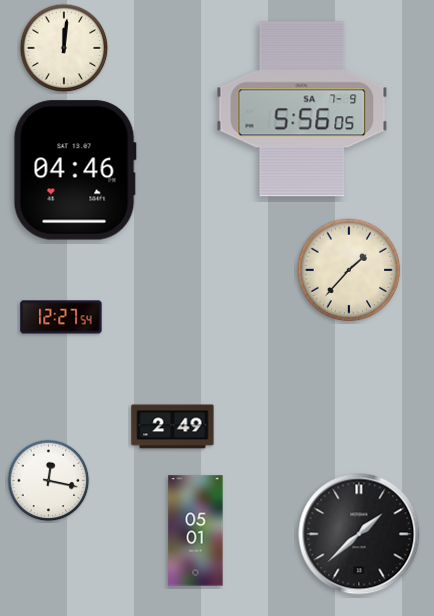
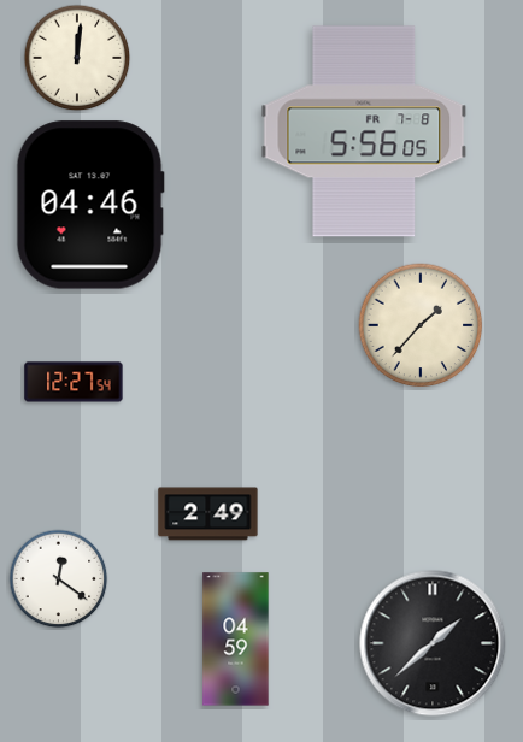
clock at (302, 109) date: SA 7-9 -> FR 7-8
clock at (49, 481): 12:17 -> 12:21
clock at (196, 531): 05:01 -> 04:59
